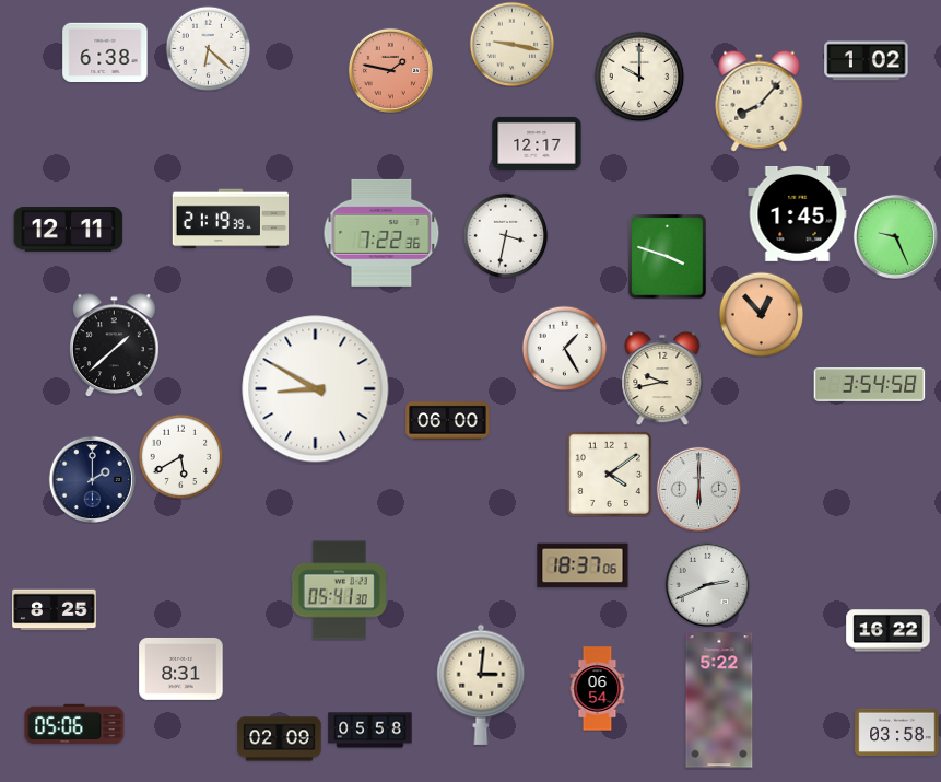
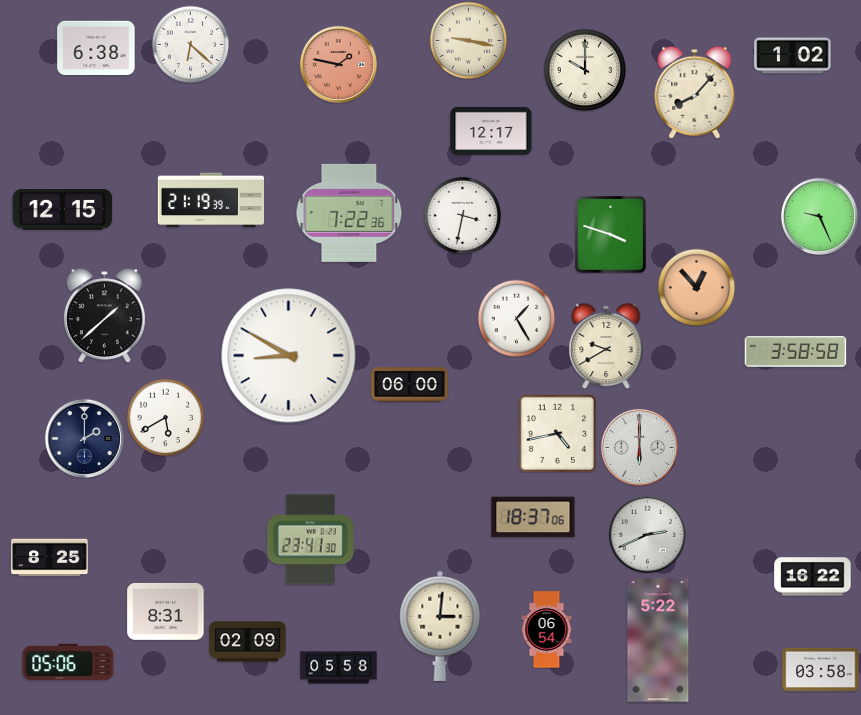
clock at (390, 70) position: (390, 70) -> (338, 64)
clock at (798, 213): 1:45 -> none
clock at (69, 230): 12:11 -> 12:15
clock at (662, 378): 9:43 -> 9:40
clock at (870, 385): 3:54 -> 3:58
clock at (609, 474): 4:09 -> 4:43
clock at (339, 591): 05:41 -> 23:41
clock at (280, 739) position: (280, 739) -> (248, 642)
